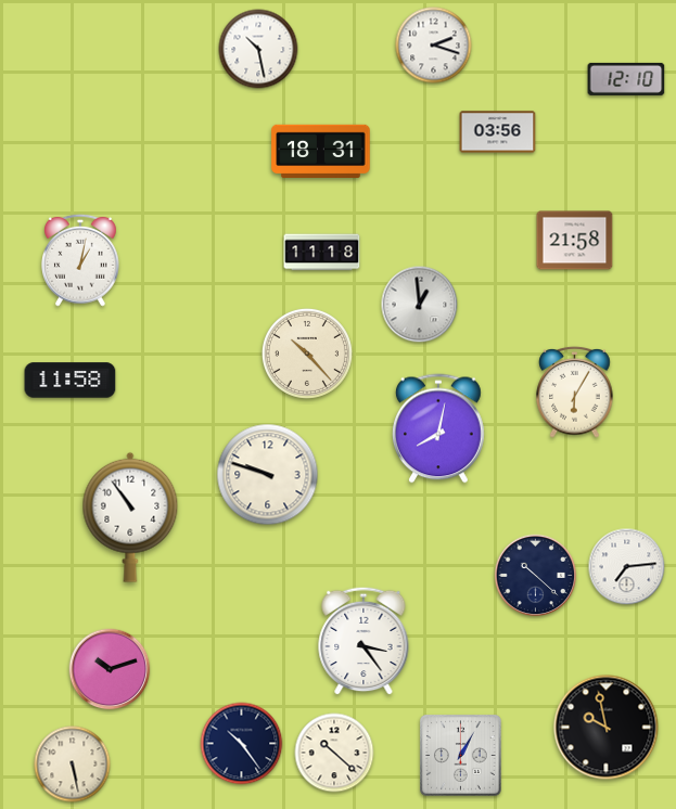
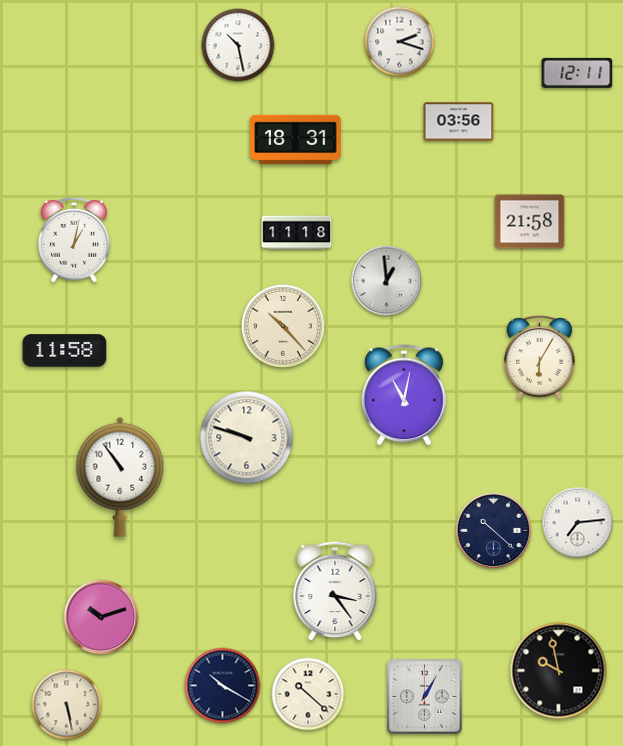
clock at (626, 79): 12:10 -> 12:11
clock at (575, 391) position: (575, 391) -> (540, 357)
clock at (439, 428): 8:02 -> 11:02
clock at (242, 744): 10:24 -> 10:20
